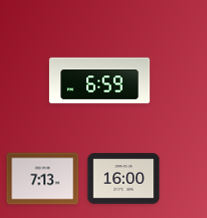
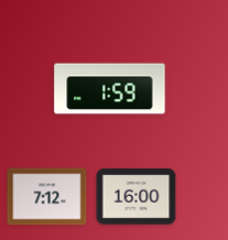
clock at (100, 81): 6:59 -> 1:59
clock at (43, 179): 7:13 -> 7:12
